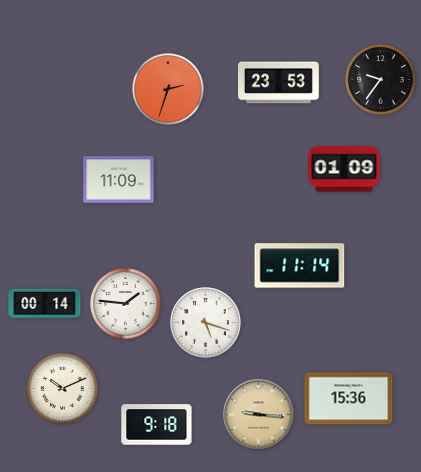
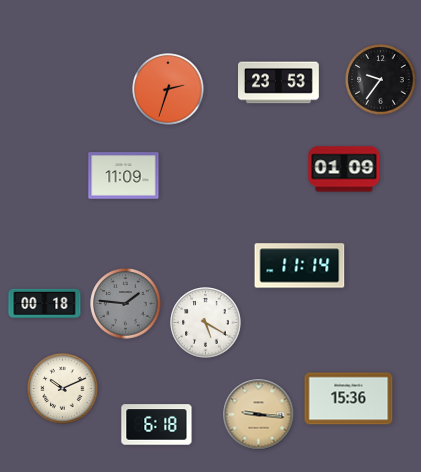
clock at (119, 180) position: (119, 180) -> (124, 176)
clock at (45, 303): 00:14 -> 00:18
clock at (126, 304) dial: white -> grey
clock at (206, 323): 5:18 -> 5:20
clock at (157, 425): 9:18 -> 6:18
